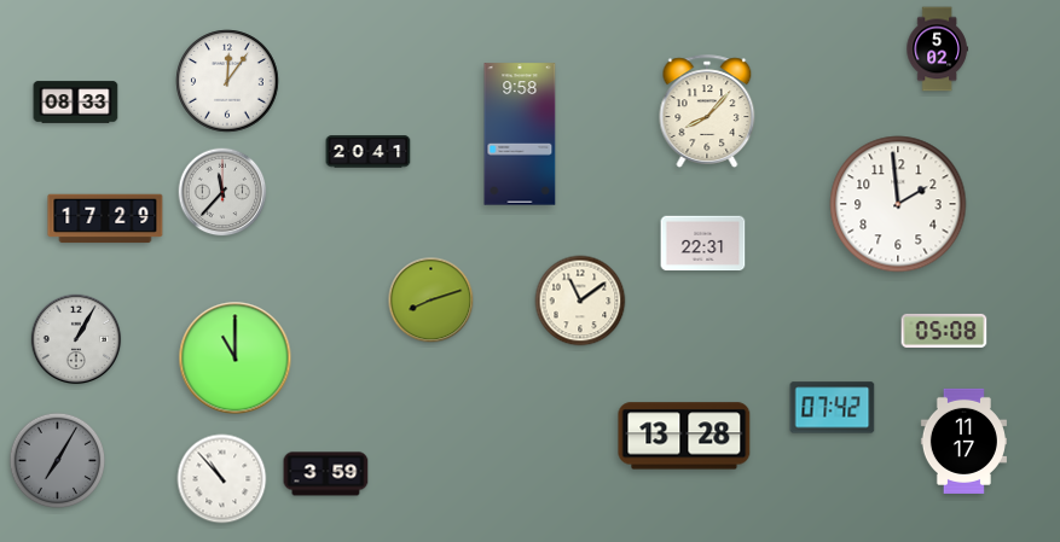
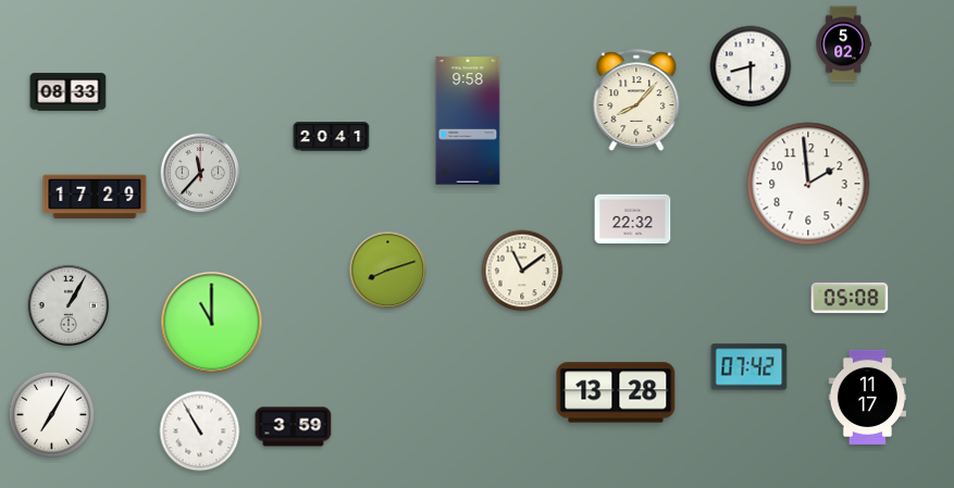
clock at (751, 66): none -> 8:30
clock at (227, 81): 12:06 -> none
clock at (703, 244): 22:31 -> 22:32
clock at (58, 461) dial: grey -> white
clock at (222, 479): 10:53 -> 10:55
